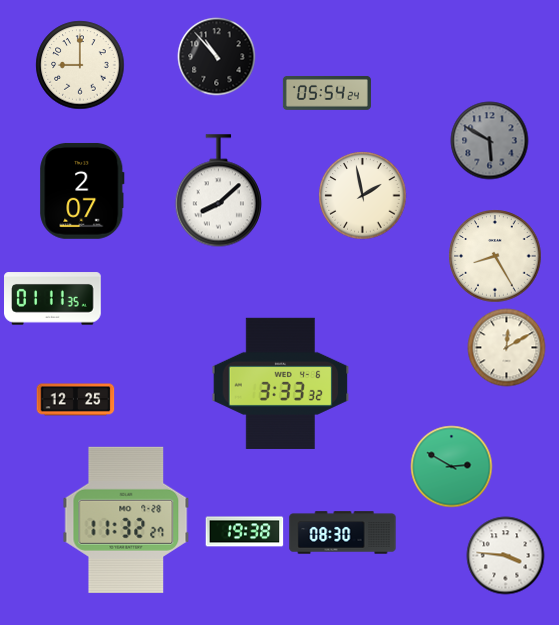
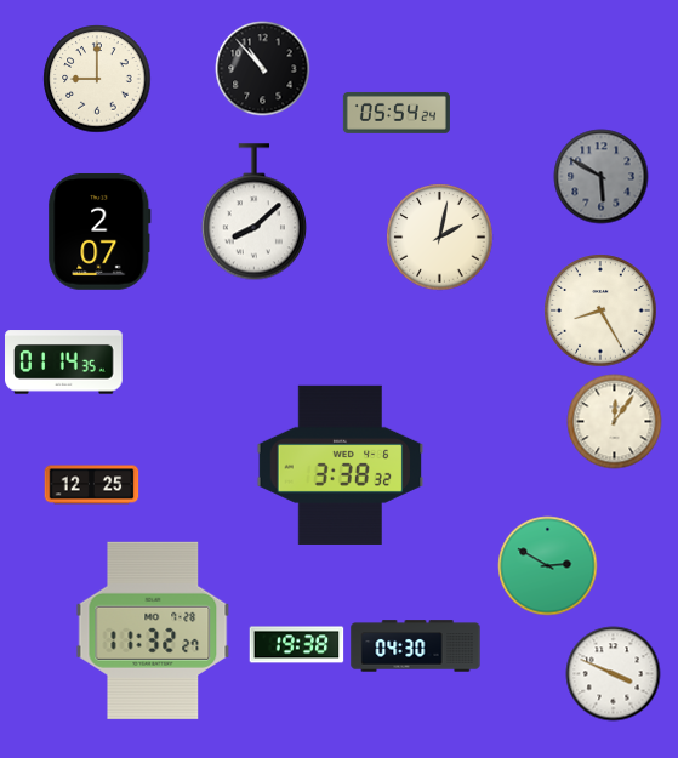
clock at (489, 140) position: (489, 140) -> (600, 176)
clock at (218, 191) position: (218, 191) -> (253, 212)
clock at (362, 195): 1:58 -> 2:02
clock at (53, 299): 01:11 -> 01:14
clock at (506, 347): 12:10 -> 12:06
clock at (281, 383): 3:33 -> 3:38
clock at (343, 533): 08:30 -> 04:30
clock at (505, 555): 3:46 -> 3:49
